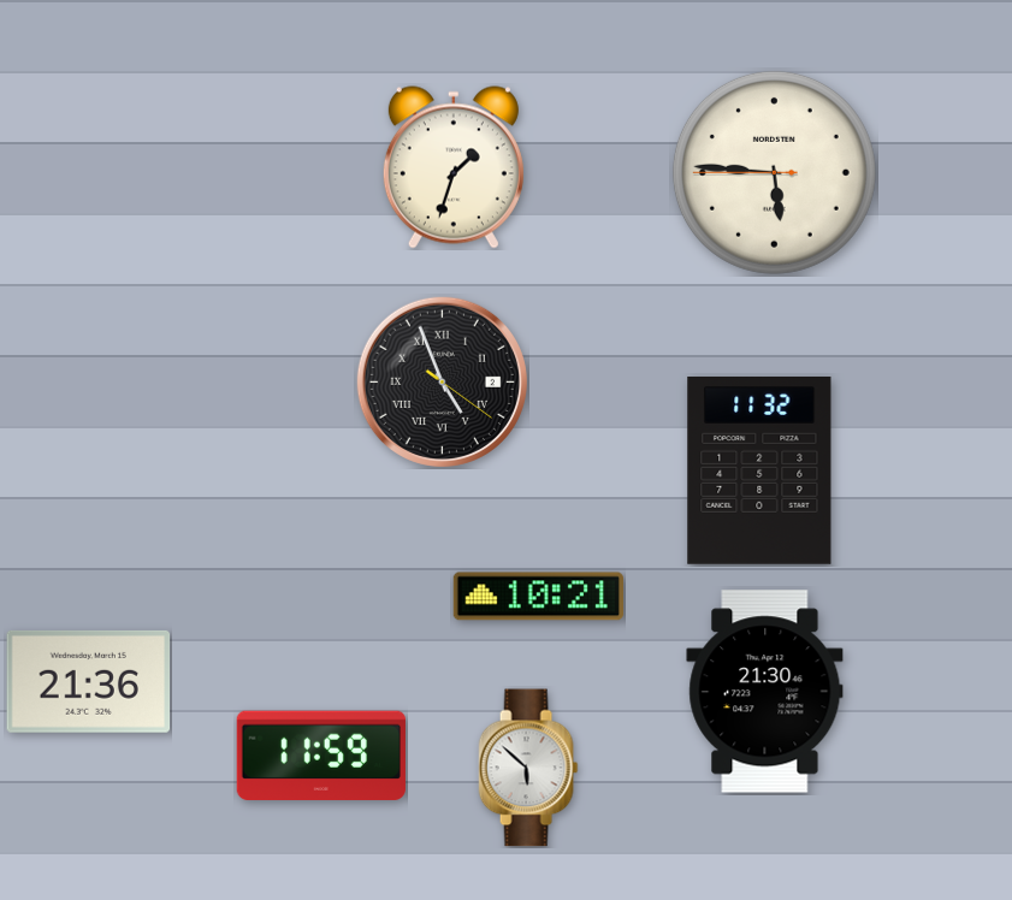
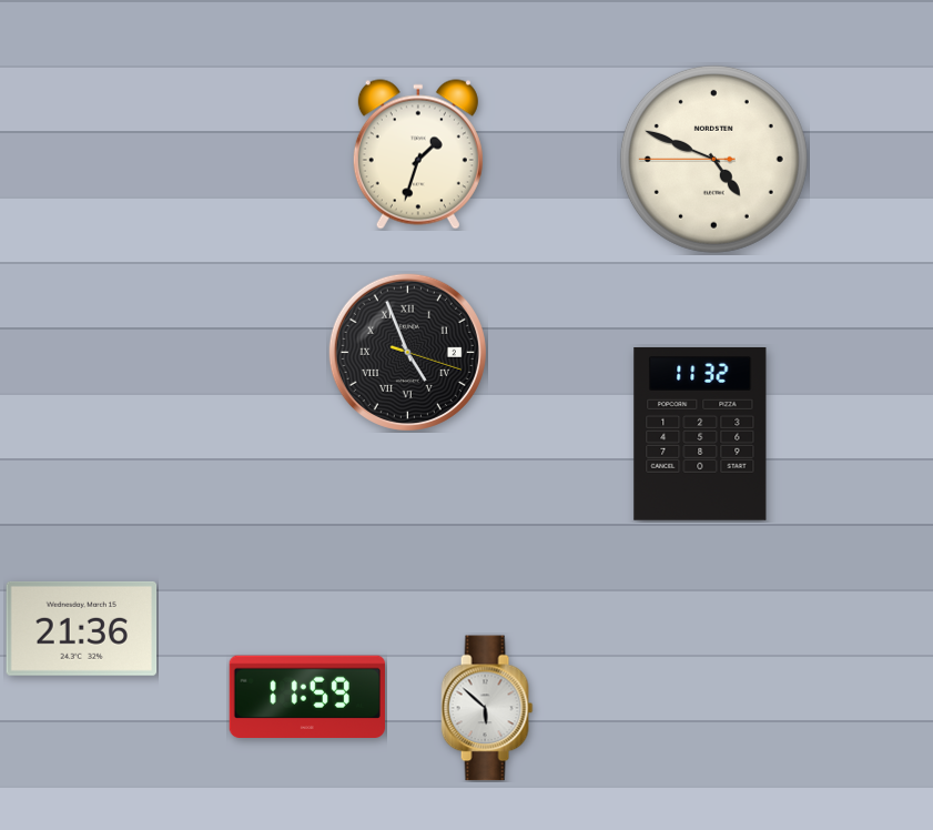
clock at (774, 172): 5:45 -> 4:48
clock at (442, 381): 4:56:21 -> 4:56:18
clock at (538, 597): 10:21 -> none
clock at (765, 692): 21:30 -> none
clock at (321, 754) position: (321, 754) -> (307, 696)
